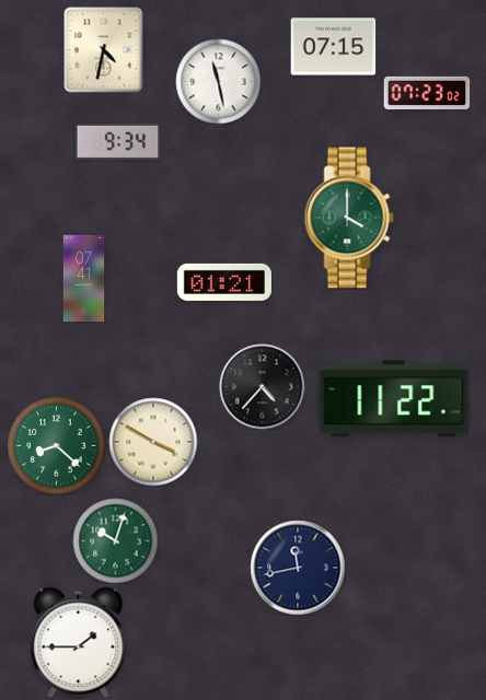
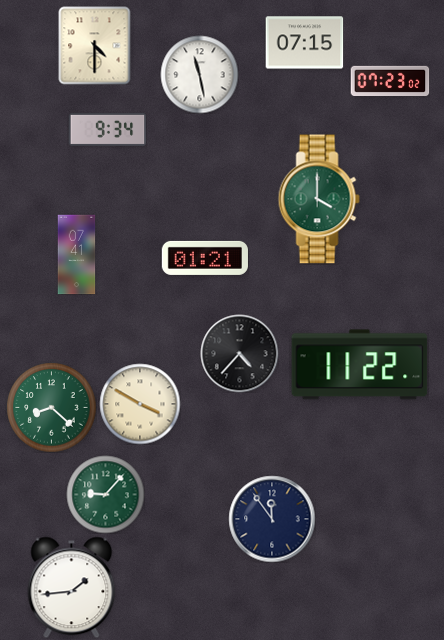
clock at (104, 49): 4:32 -> 4:30
clock at (427, 93) position: (427, 93) -> (390, 81)
clock at (115, 540): 10:03 -> 9:07
clock at (298, 568): 11:43 -> 11:54
clock at (79, 642): 1:45 -> 1:44
